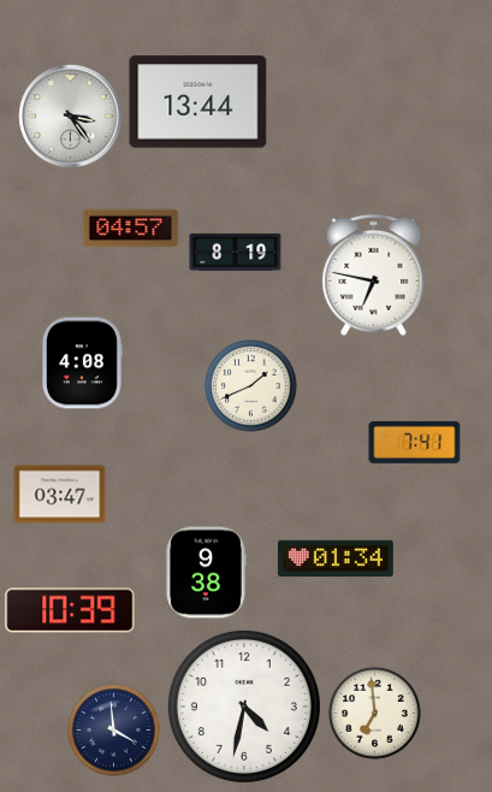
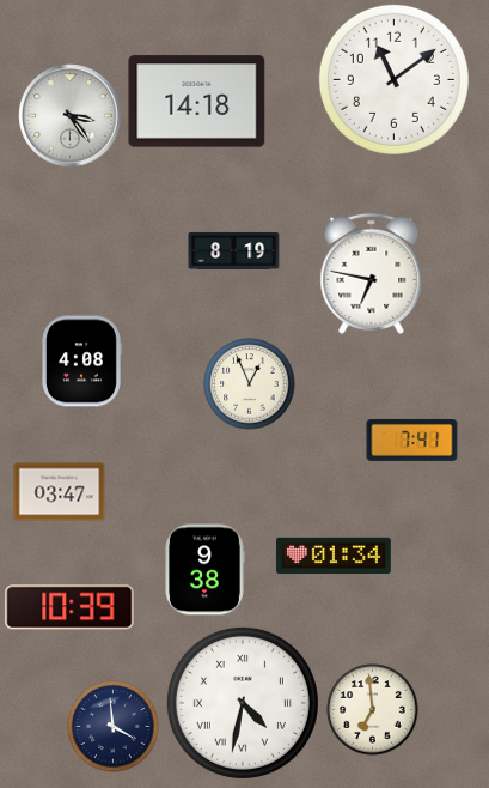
clock at (393, 79): none -> 11:09
clock at (198, 102): 13:44 -> 14:18
clock at (131, 229): 04:57 -> none
clock at (251, 386): 1:41 -> 12:56
clock at (244, 707) numerals: Arabic -> Roman
